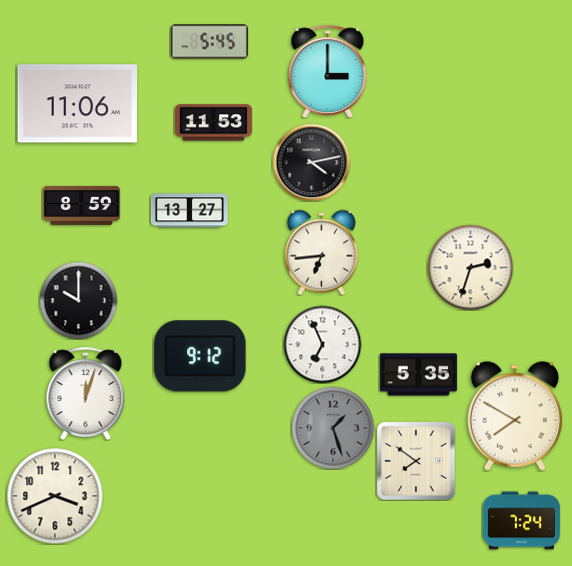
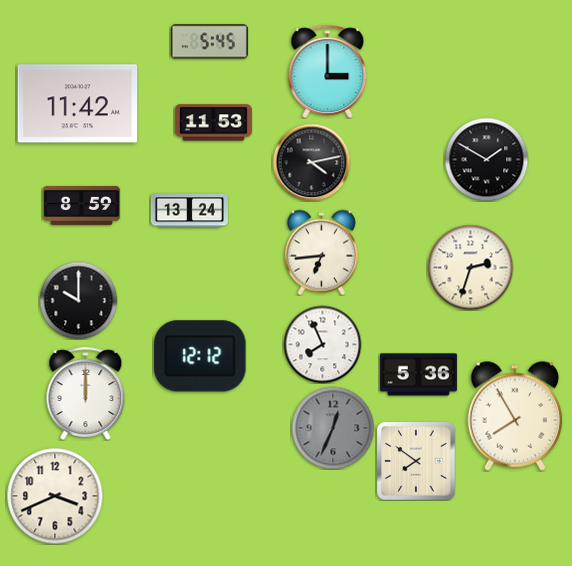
clock at (78, 104): 11:06 -> 11:42
clock at (486, 159): none -> 1:50
clock at (189, 211): 13:27 -> 13:24
clock at (322, 344): 6:56 -> 7:56
clock at (200, 356): 9:12 -> 12:12
clock at (418, 375): 5:35 -> 5:36
clock at (86, 393): 12:03 -> 12:00
clock at (515, 416): 7:50 -> 7:55
clock at (333, 428): 1:27 -> 12:34
clock at (521, 521): 7:24 -> none
